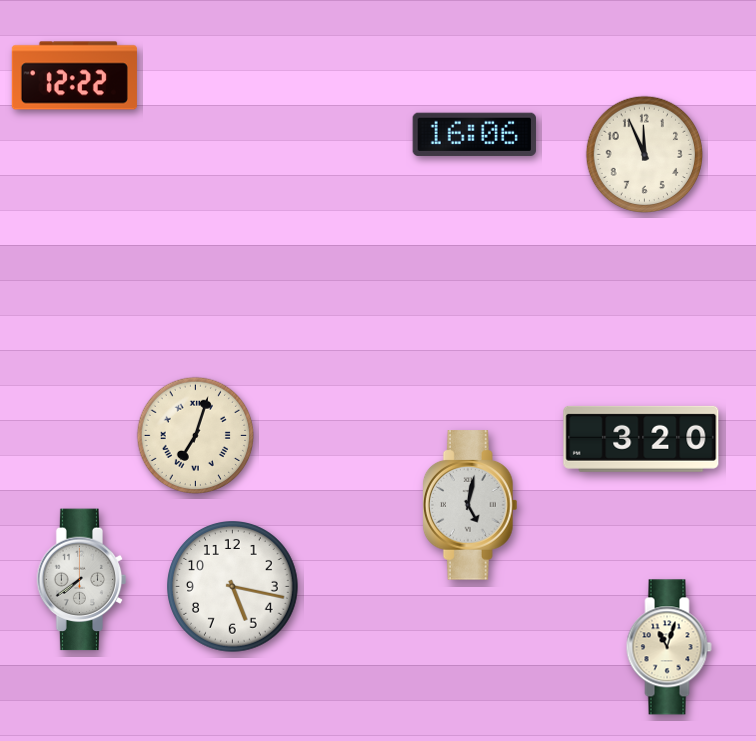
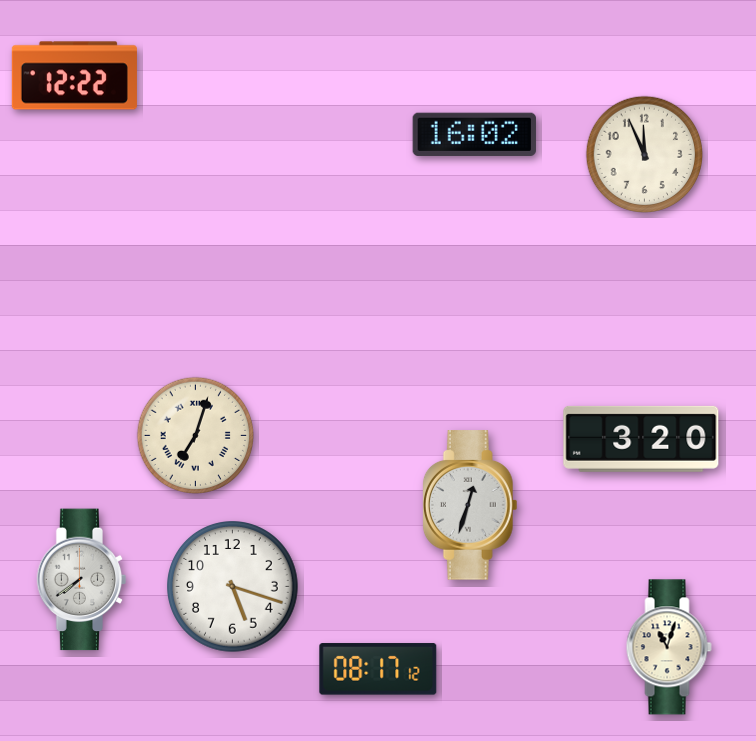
clock at (474, 134): 16:06 -> 16:02
clock at (470, 505): 5:02 -> 12:33
clock at (233, 587): 5:17 -> 5:18
clock at (378, 669): none -> 08:17
